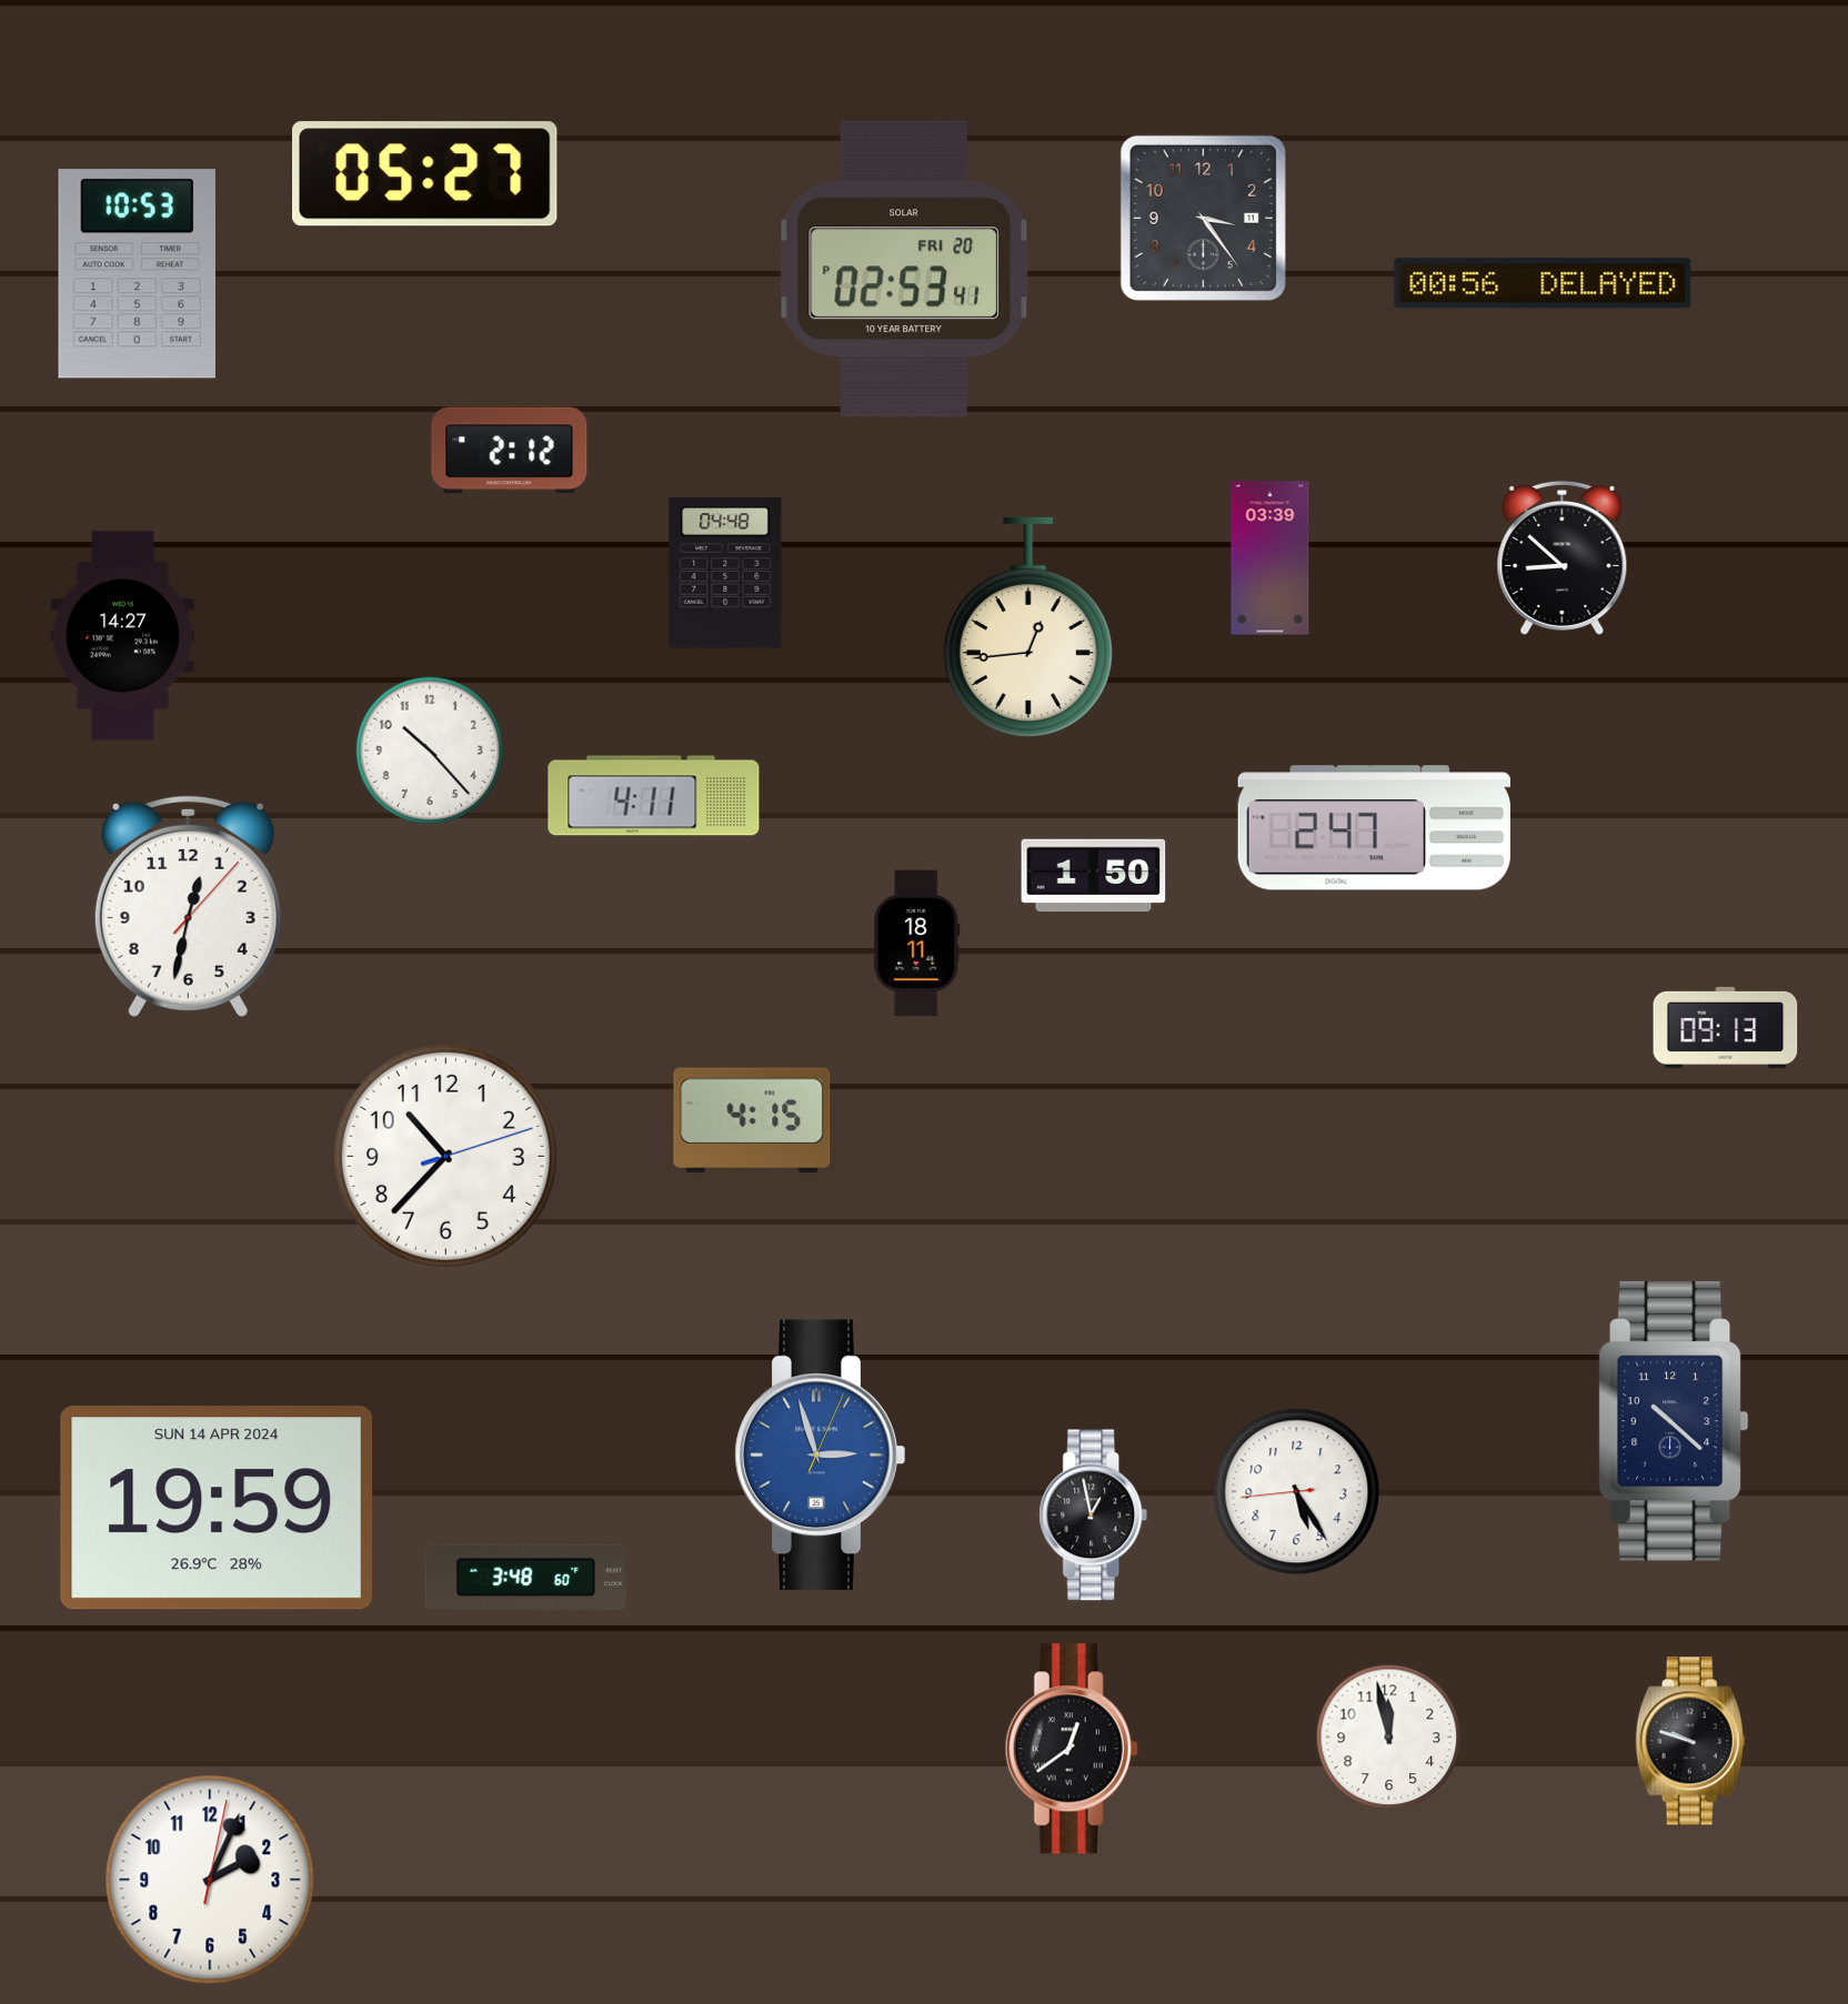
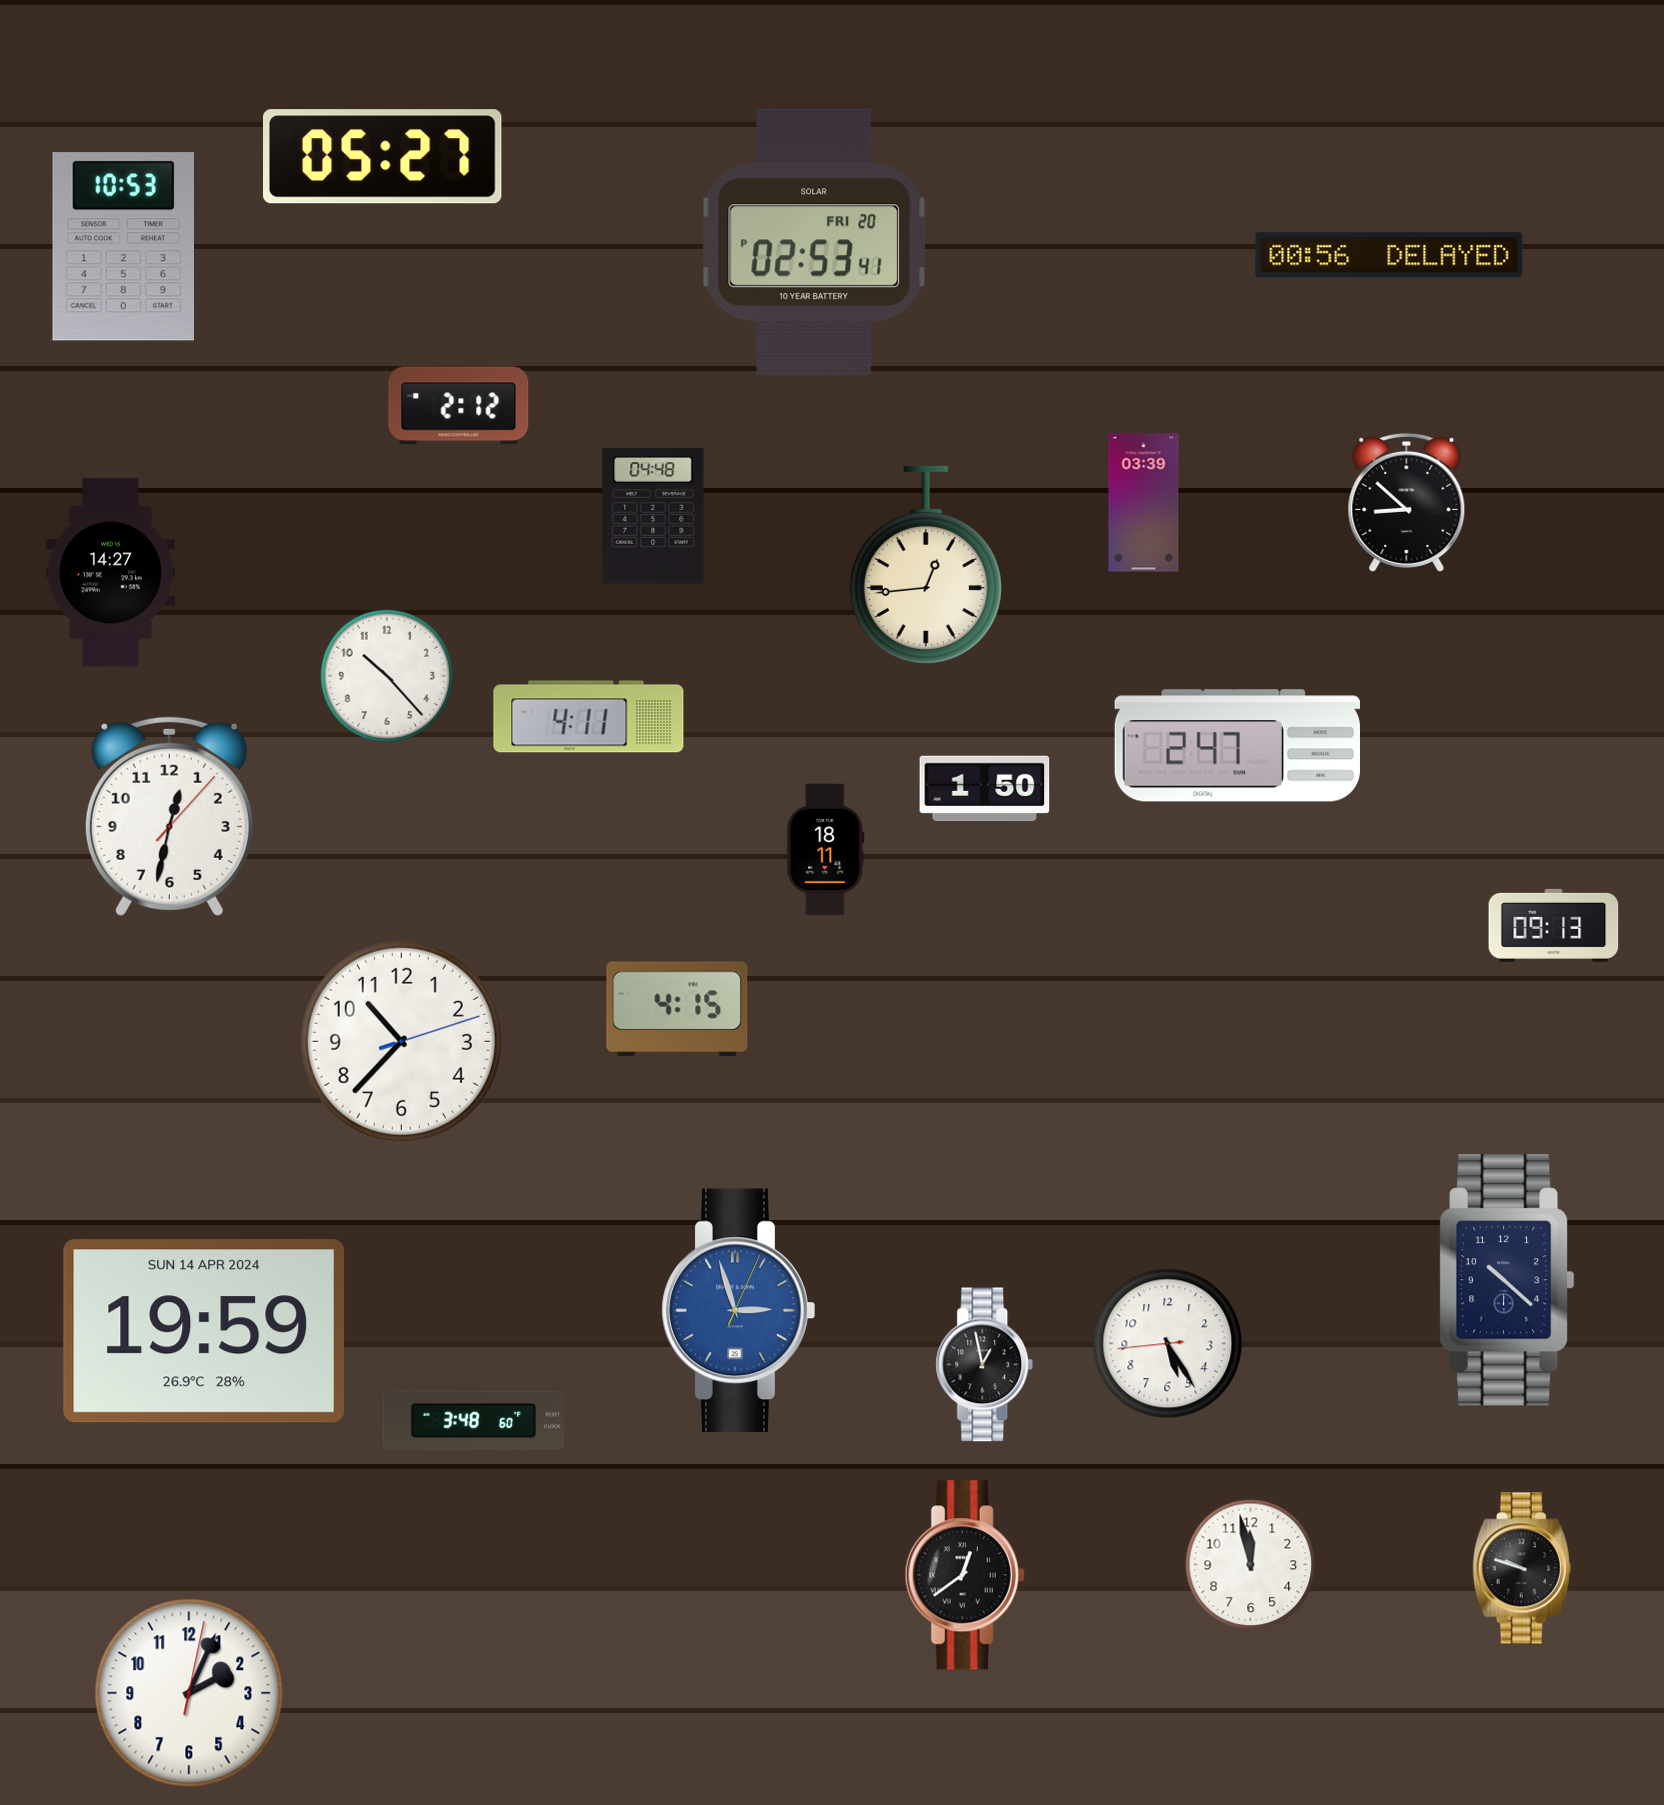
clock at (1203, 218): 3:24 -> none
clock at (217, 1508) position: (217, 1508) -> (204, 1331)
